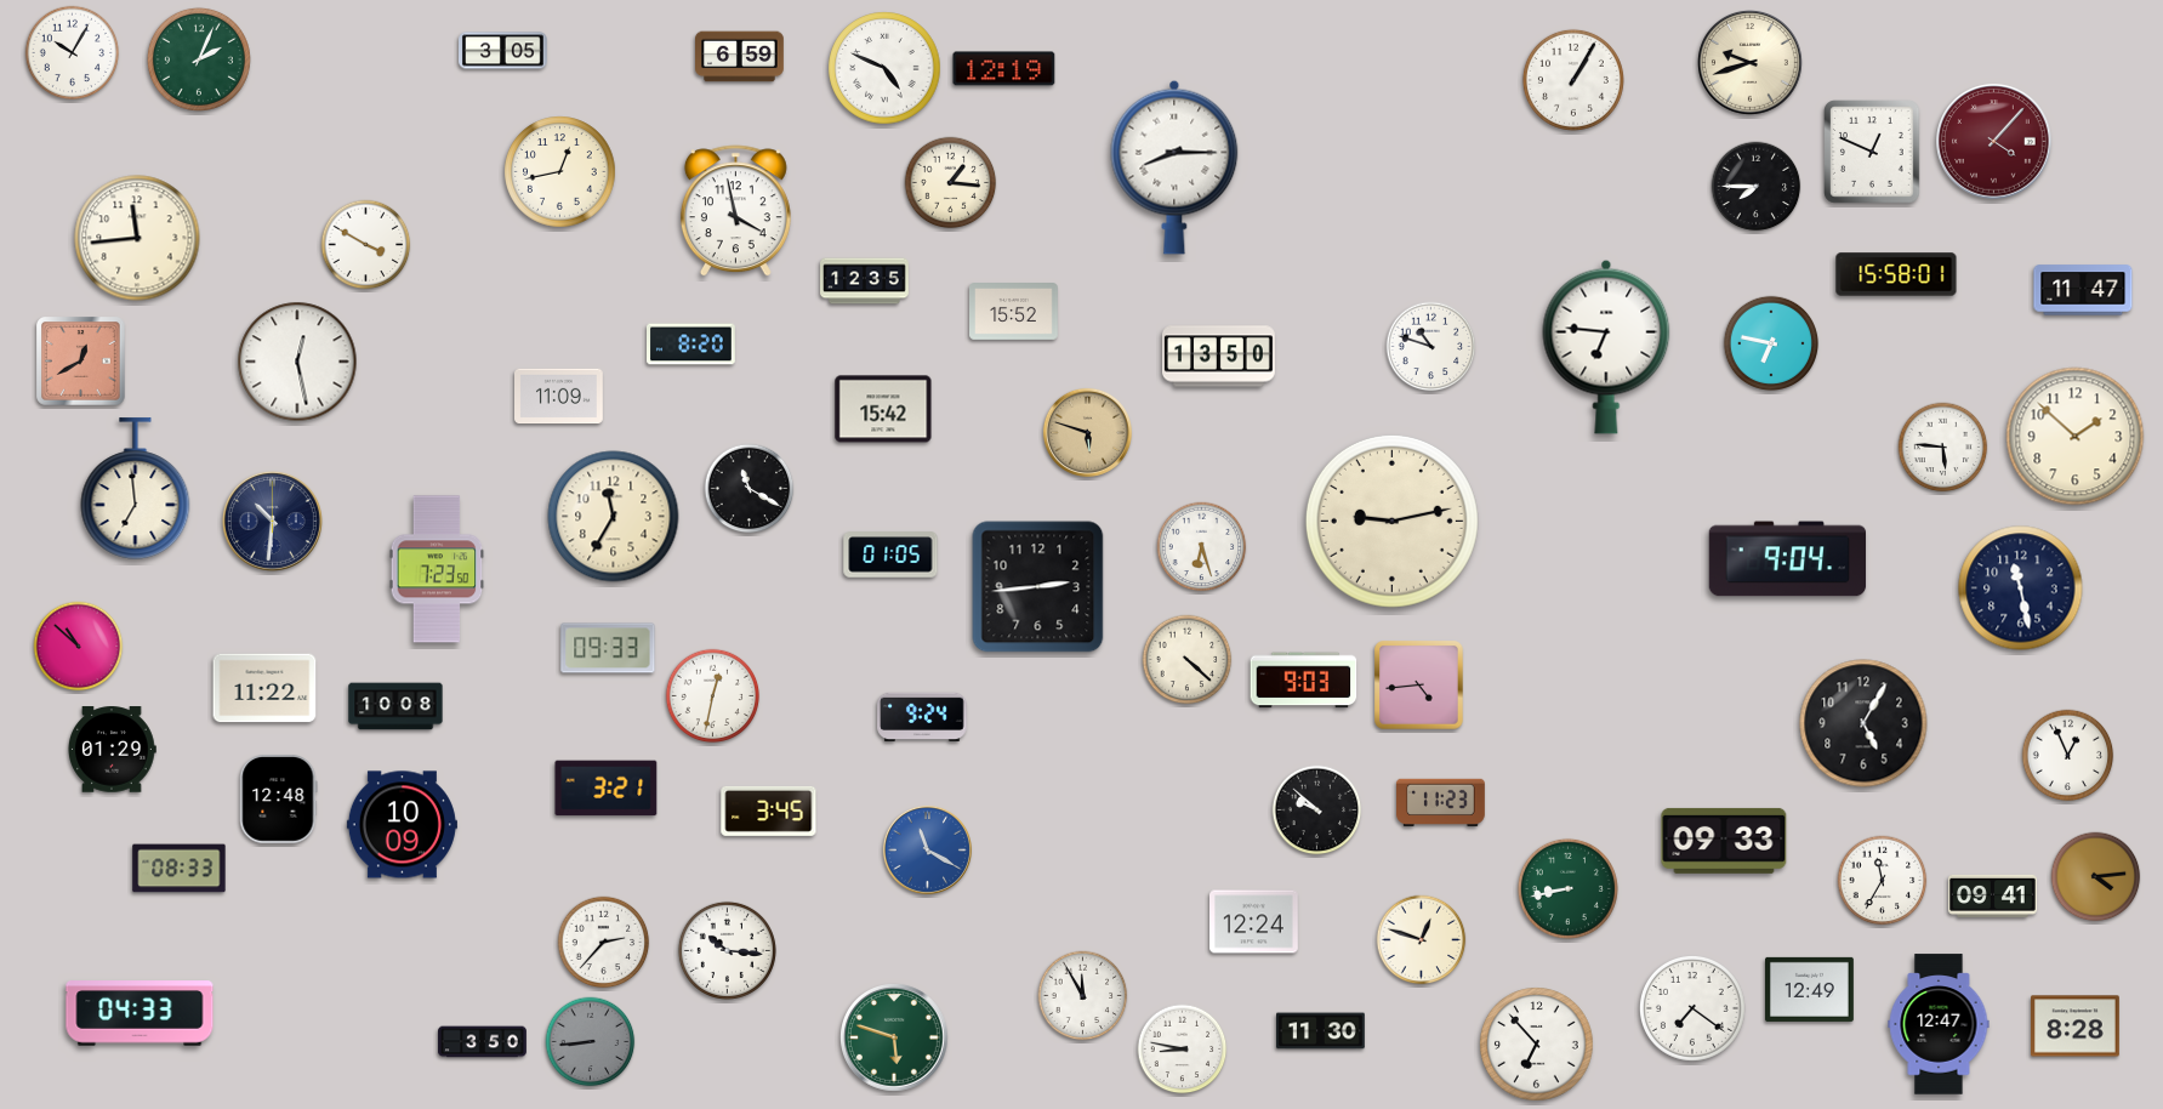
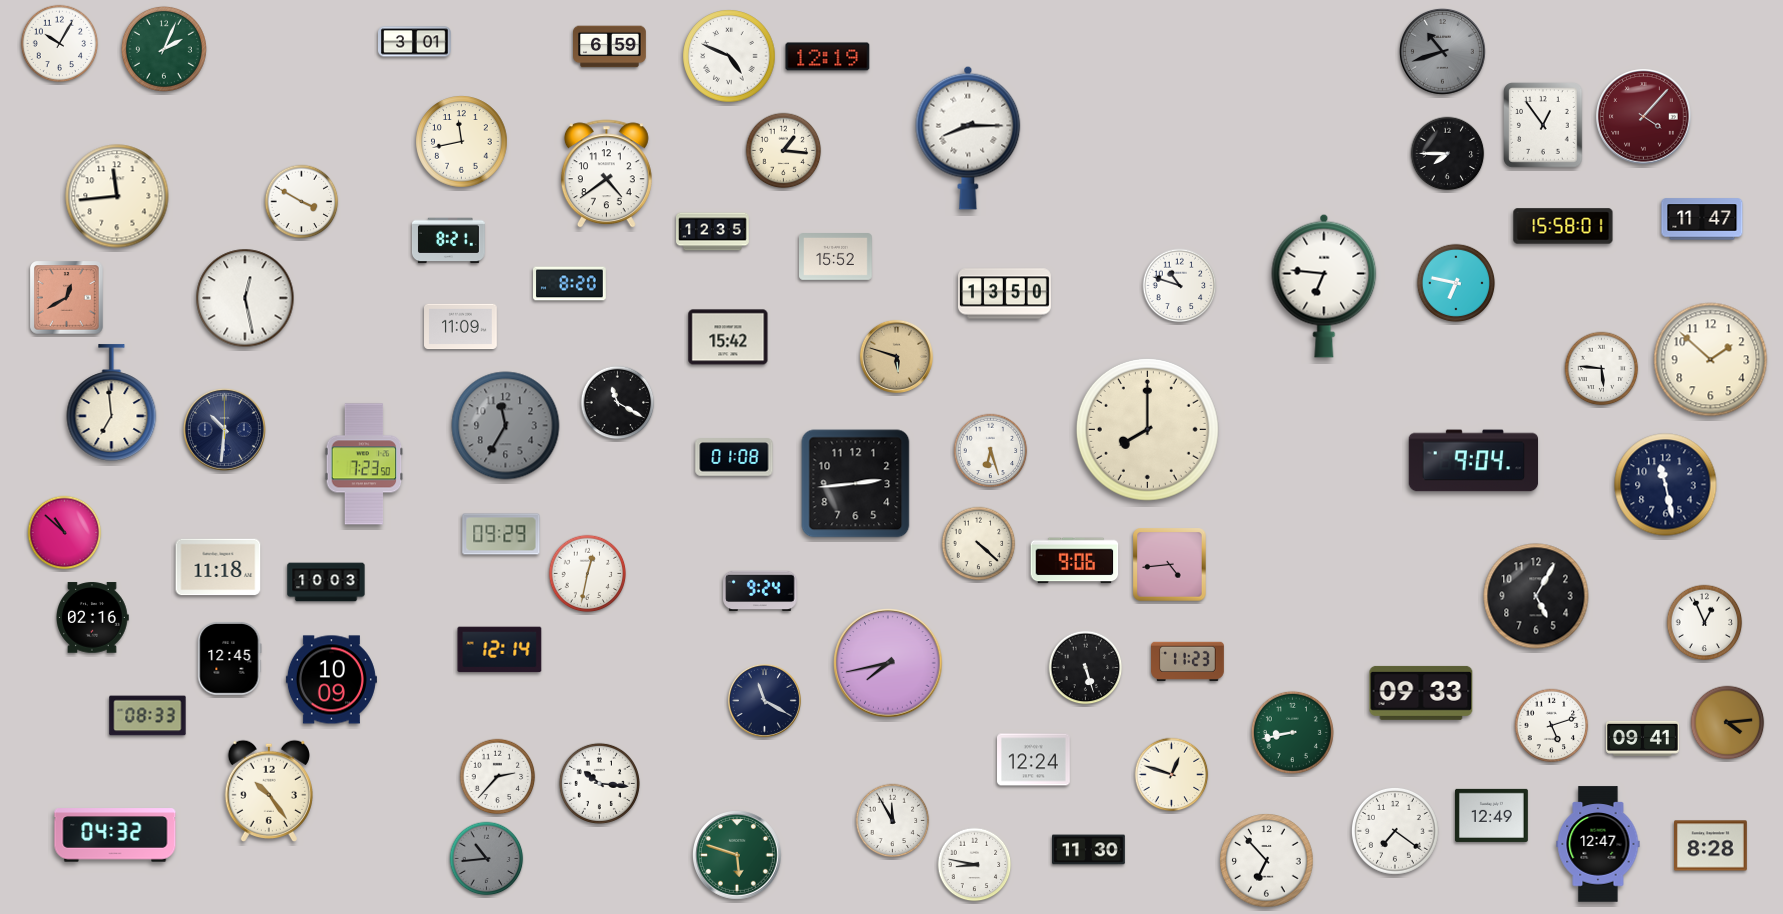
clock at (503, 51): 3:05 -> 3:01
clock at (1751, 63): 9:42 -> 10:42
clock at (1751, 63) dial: cream -> grey
clock at (1573, 80): 1:05 -> none
clock at (1873, 152): 12:49 -> 12:54
clock at (560, 172): 12:43 -> 11:43
clock at (735, 211): 3:58 -> 4:39
clock at (137, 238) position: (137, 238) -> (117, 196)
clock at (2083, 290) position: (2083, 290) -> (1702, 219)
clock at (449, 241): none -> 8:21
clock at (1771, 343) position: (1771, 343) -> (1456, 283)
clock at (614, 517) dial: cream -> grey
clock at (1391, 521): 9:13 -> 8:00
clock at (890, 554): 01:05 -> 01:08
clock at (437, 569) position: (437, 569) -> (364, 464)
clock at (608, 648): 09:33 -> 09:29
clock at (1304, 681): 9:03 -> 9:06
clock at (264, 688): 11:22 -> 11:18
clock at (395, 706): 10:08 -> 10:03
clock at (112, 750): 01:29 -> 02:16
clock at (607, 789): 3:21 -> 12:14
clock at (279, 798): 12:48 -> 12:45
clock at (888, 663): none -> 7:43
clock at (769, 811): 3:45 -> none
clock at (1317, 811): 9:52 -> 5:27
clock at (927, 849) dial: blue -> navy
clock at (1883, 881): 11:35 -> 5:12
clock at (269, 790): none -> 10:24
clock at (140, 1013): 04:33 -> 04:32
clock at (483, 1042): 3:50 -> none
clock at (591, 1042): 8:44 -> 10:44
